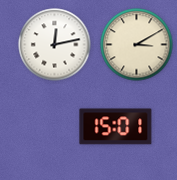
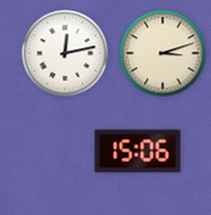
clock at (137, 45): 3:10 -> 3:12
clock at (116, 127): 15:01 -> 15:06
